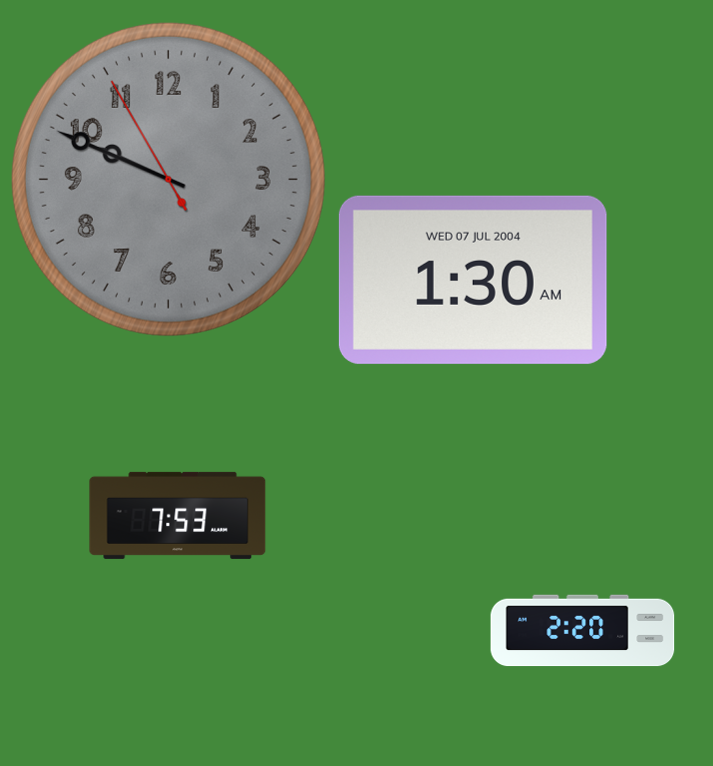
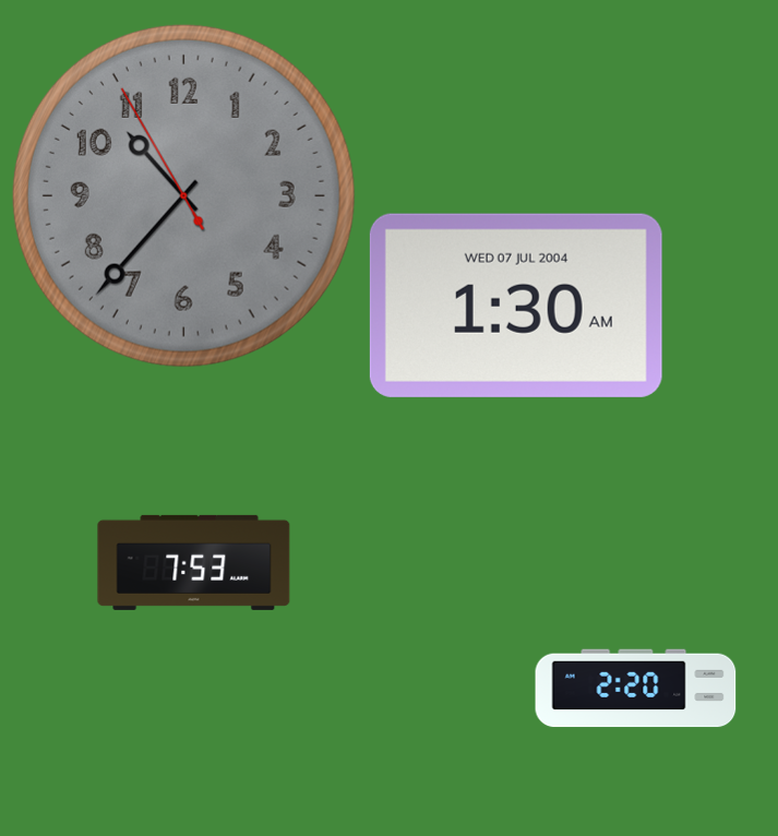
clock at (168, 179): 9:48 -> 10:36
